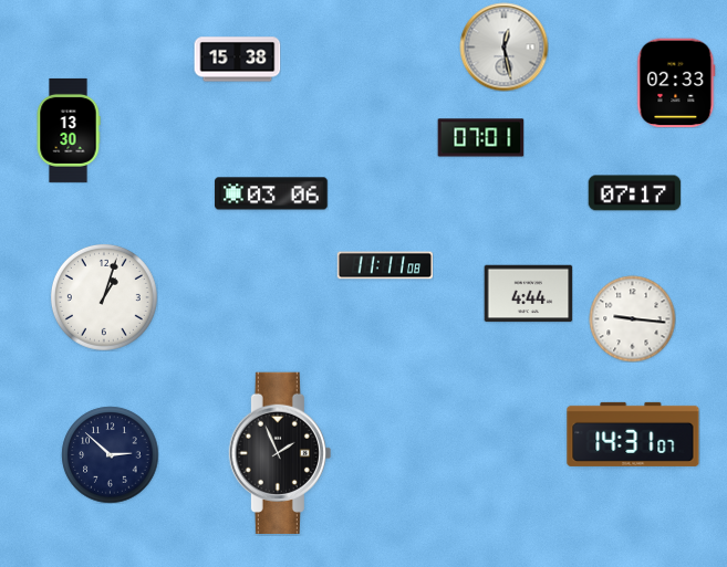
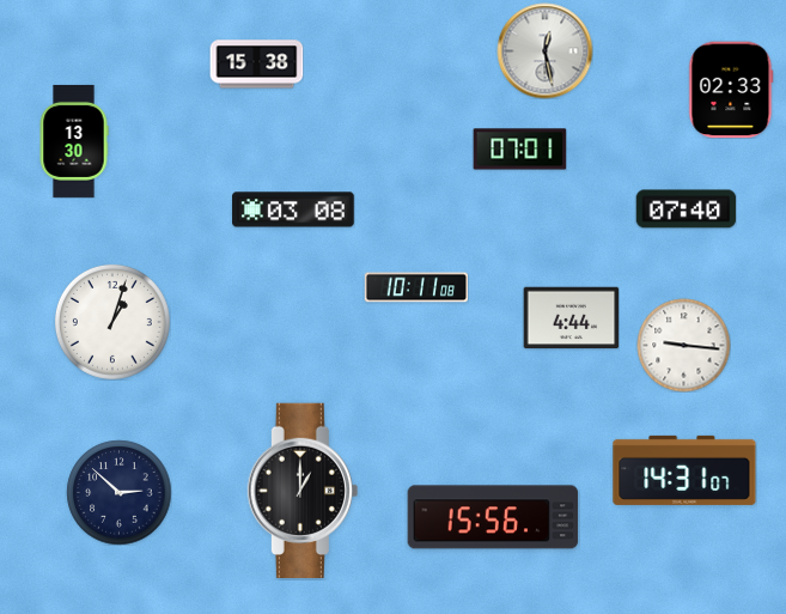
clock at (271, 193): 03:06 -> 03:08
clock at (634, 193): 07:17 -> 07:40
clock at (385, 265): 11:11 -> 10:11
clock at (280, 452): 1:56 -> 1:00
clock at (493, 517): none -> 15:56
